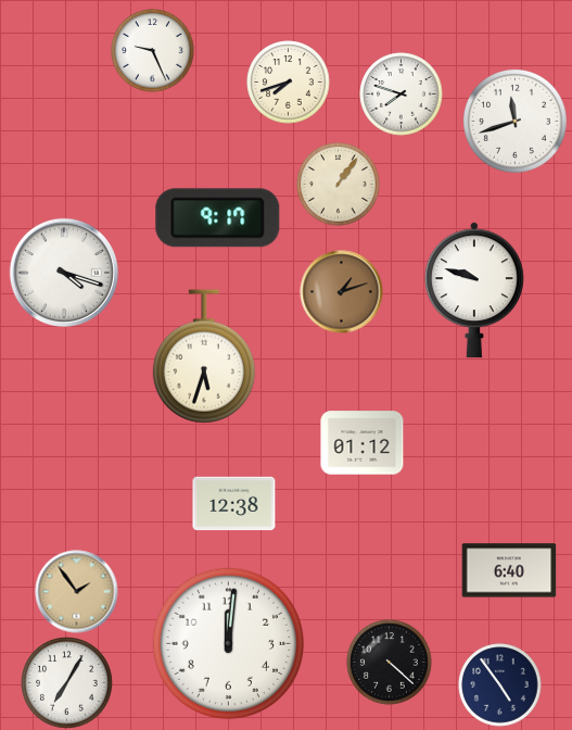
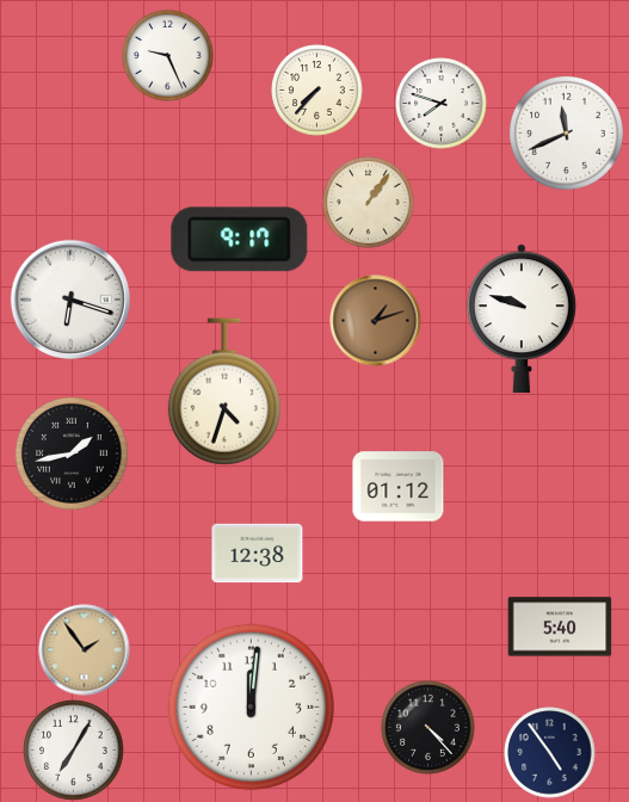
clock at (289, 83): 7:42 -> 7:37
clock at (514, 121): 11:42 -> 11:41
clock at (339, 185) position: (339, 185) -> (369, 203)
clock at (64, 273): 4:18 -> 6:18
clock at (204, 356): 5:33 -> 4:33
clock at (72, 454): none -> 1:43
clock at (509, 570): 6:40 -> 5:40
clock at (390, 663): 4:22 -> 4:23
